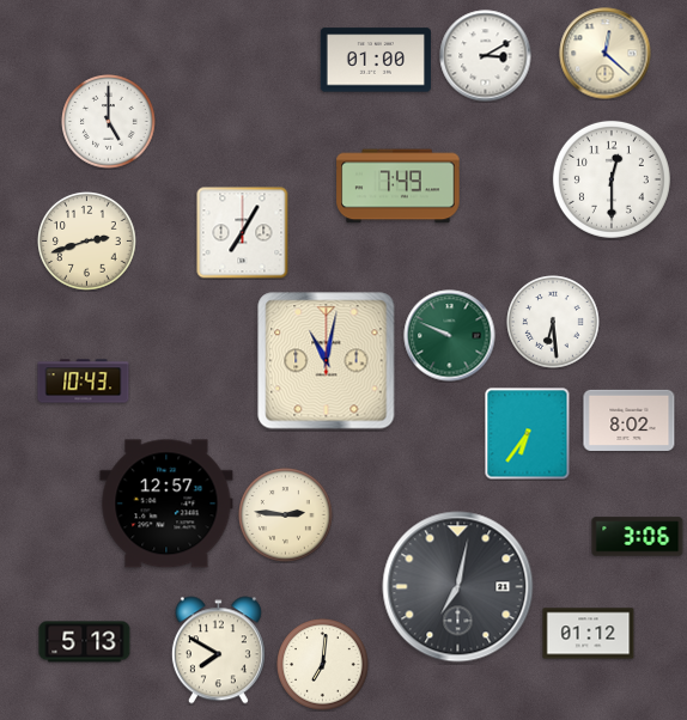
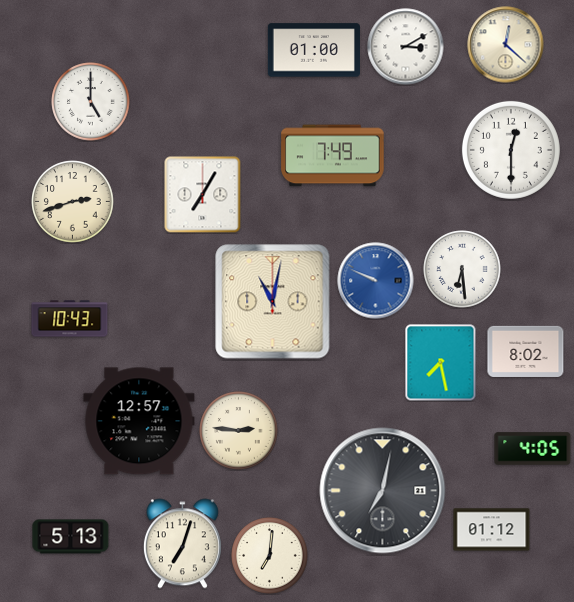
clock at (450, 336) dial: green -> blue
clock at (528, 434): 6:36 -> 7:28
clock at (638, 537): 3:06 -> 4:05
clock at (218, 651): 7:50 -> 7:03
